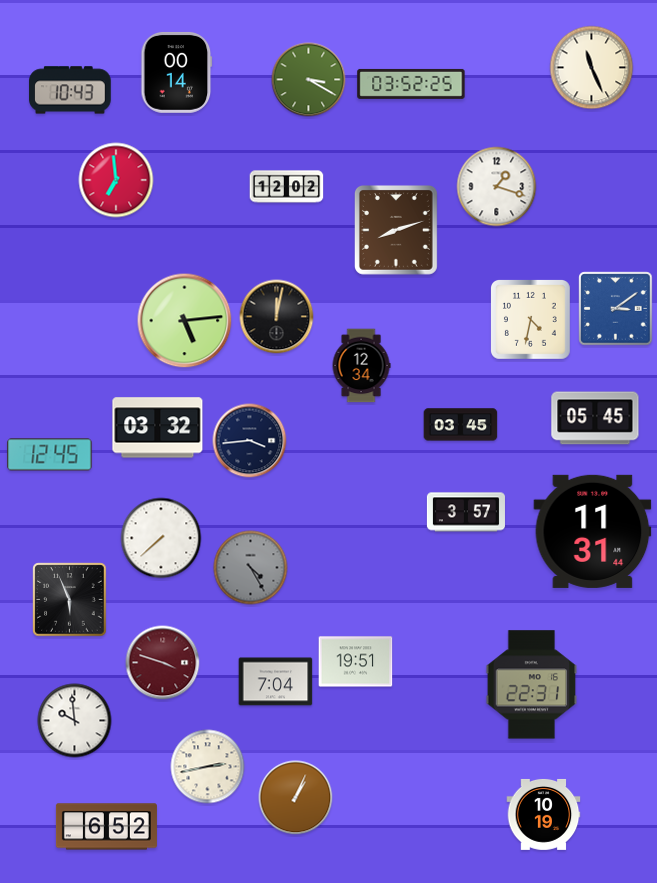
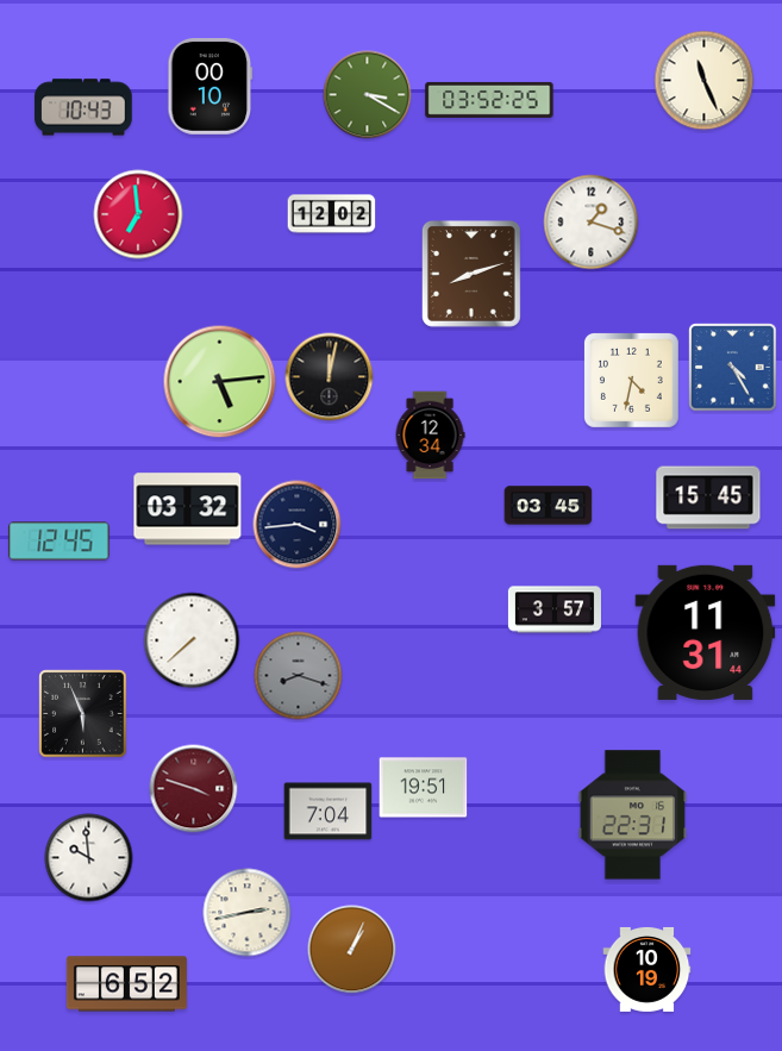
clock at (177, 73): 00:14 -> 00:10
clock at (287, 187) position: (287, 187) -> (332, 214)
clock at (616, 309): 3:09 -> 4:25
clock at (595, 418): 05:45 -> 15:45
clock at (251, 568): 4:25 -> 8:18
